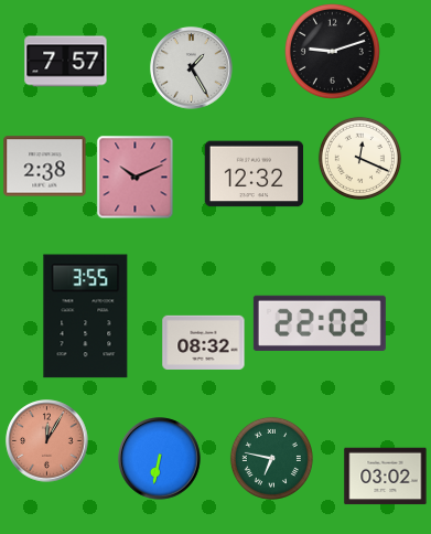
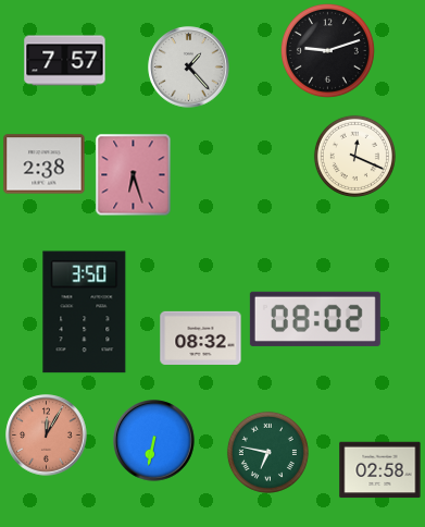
clock at (192, 68): 1:25 -> 1:23
clock at (255, 174): 12:32 -> none
clock at (136, 178): 10:11 -> 6:27
clock at (86, 317): 3:55 -> 3:50
clock at (320, 323): 22:02 -> 08:02
clock at (160, 459) position: (160, 459) -> (154, 441)
clock at (386, 477): 03:02 -> 02:58
